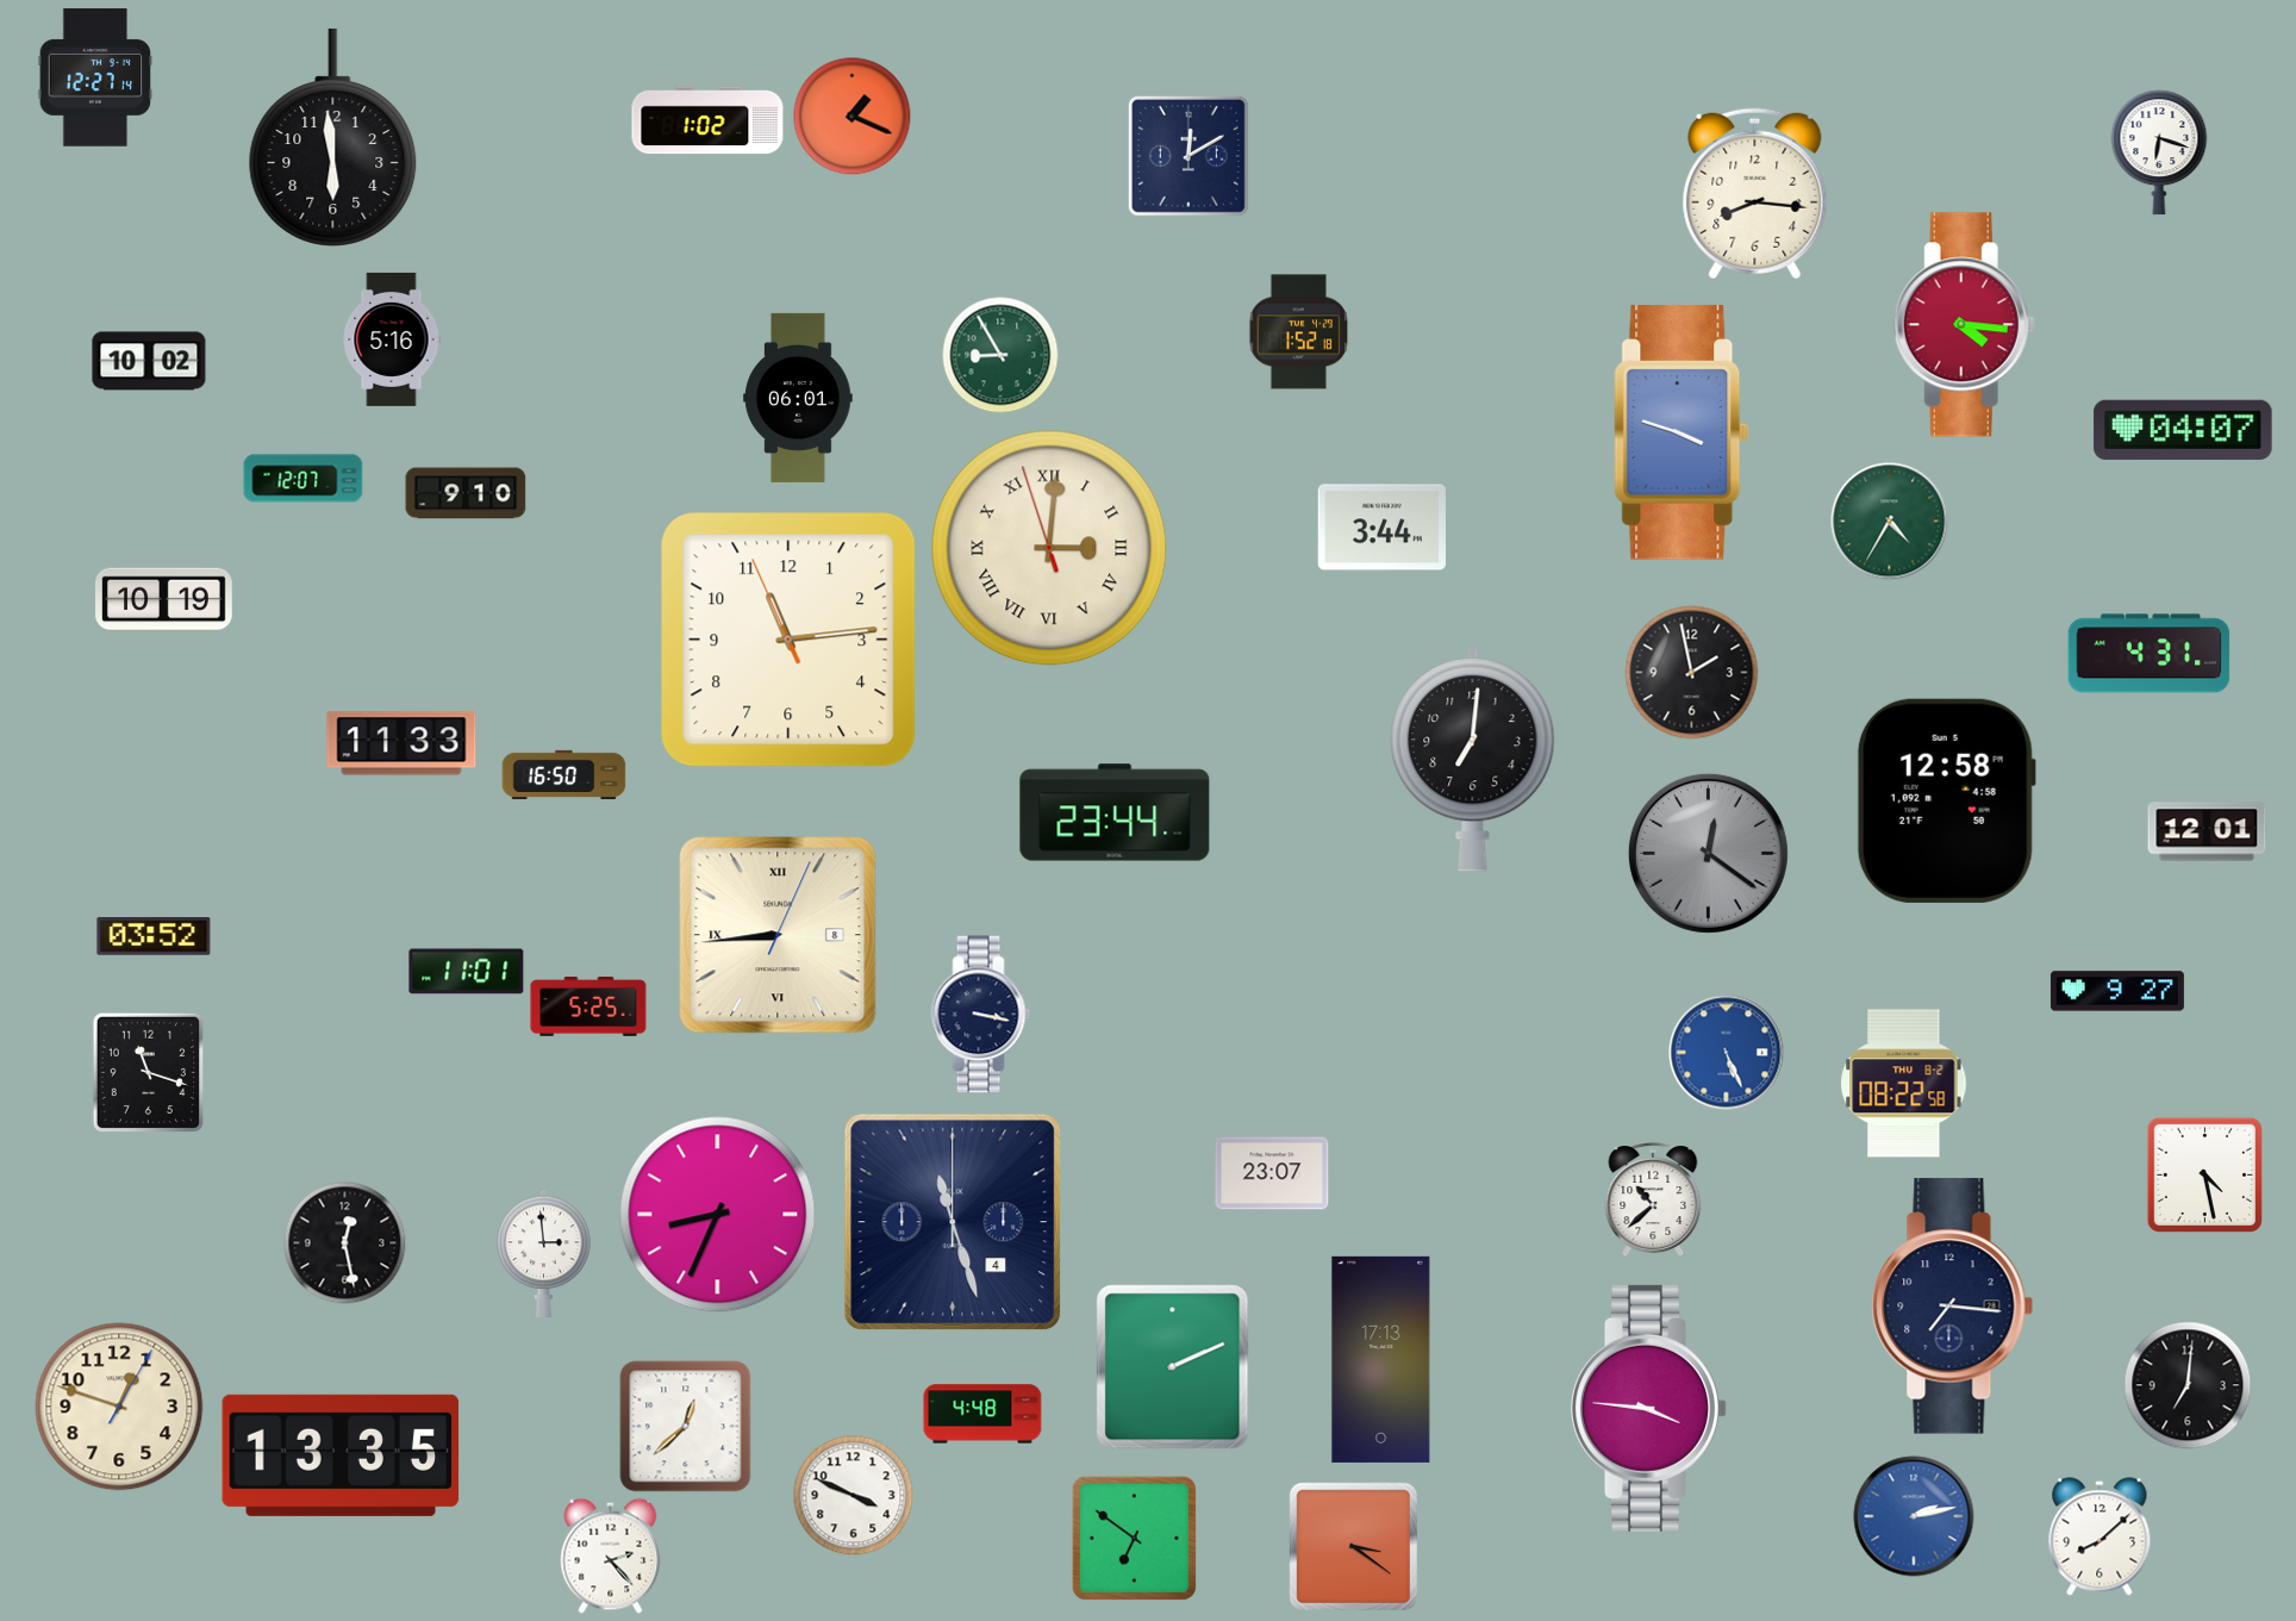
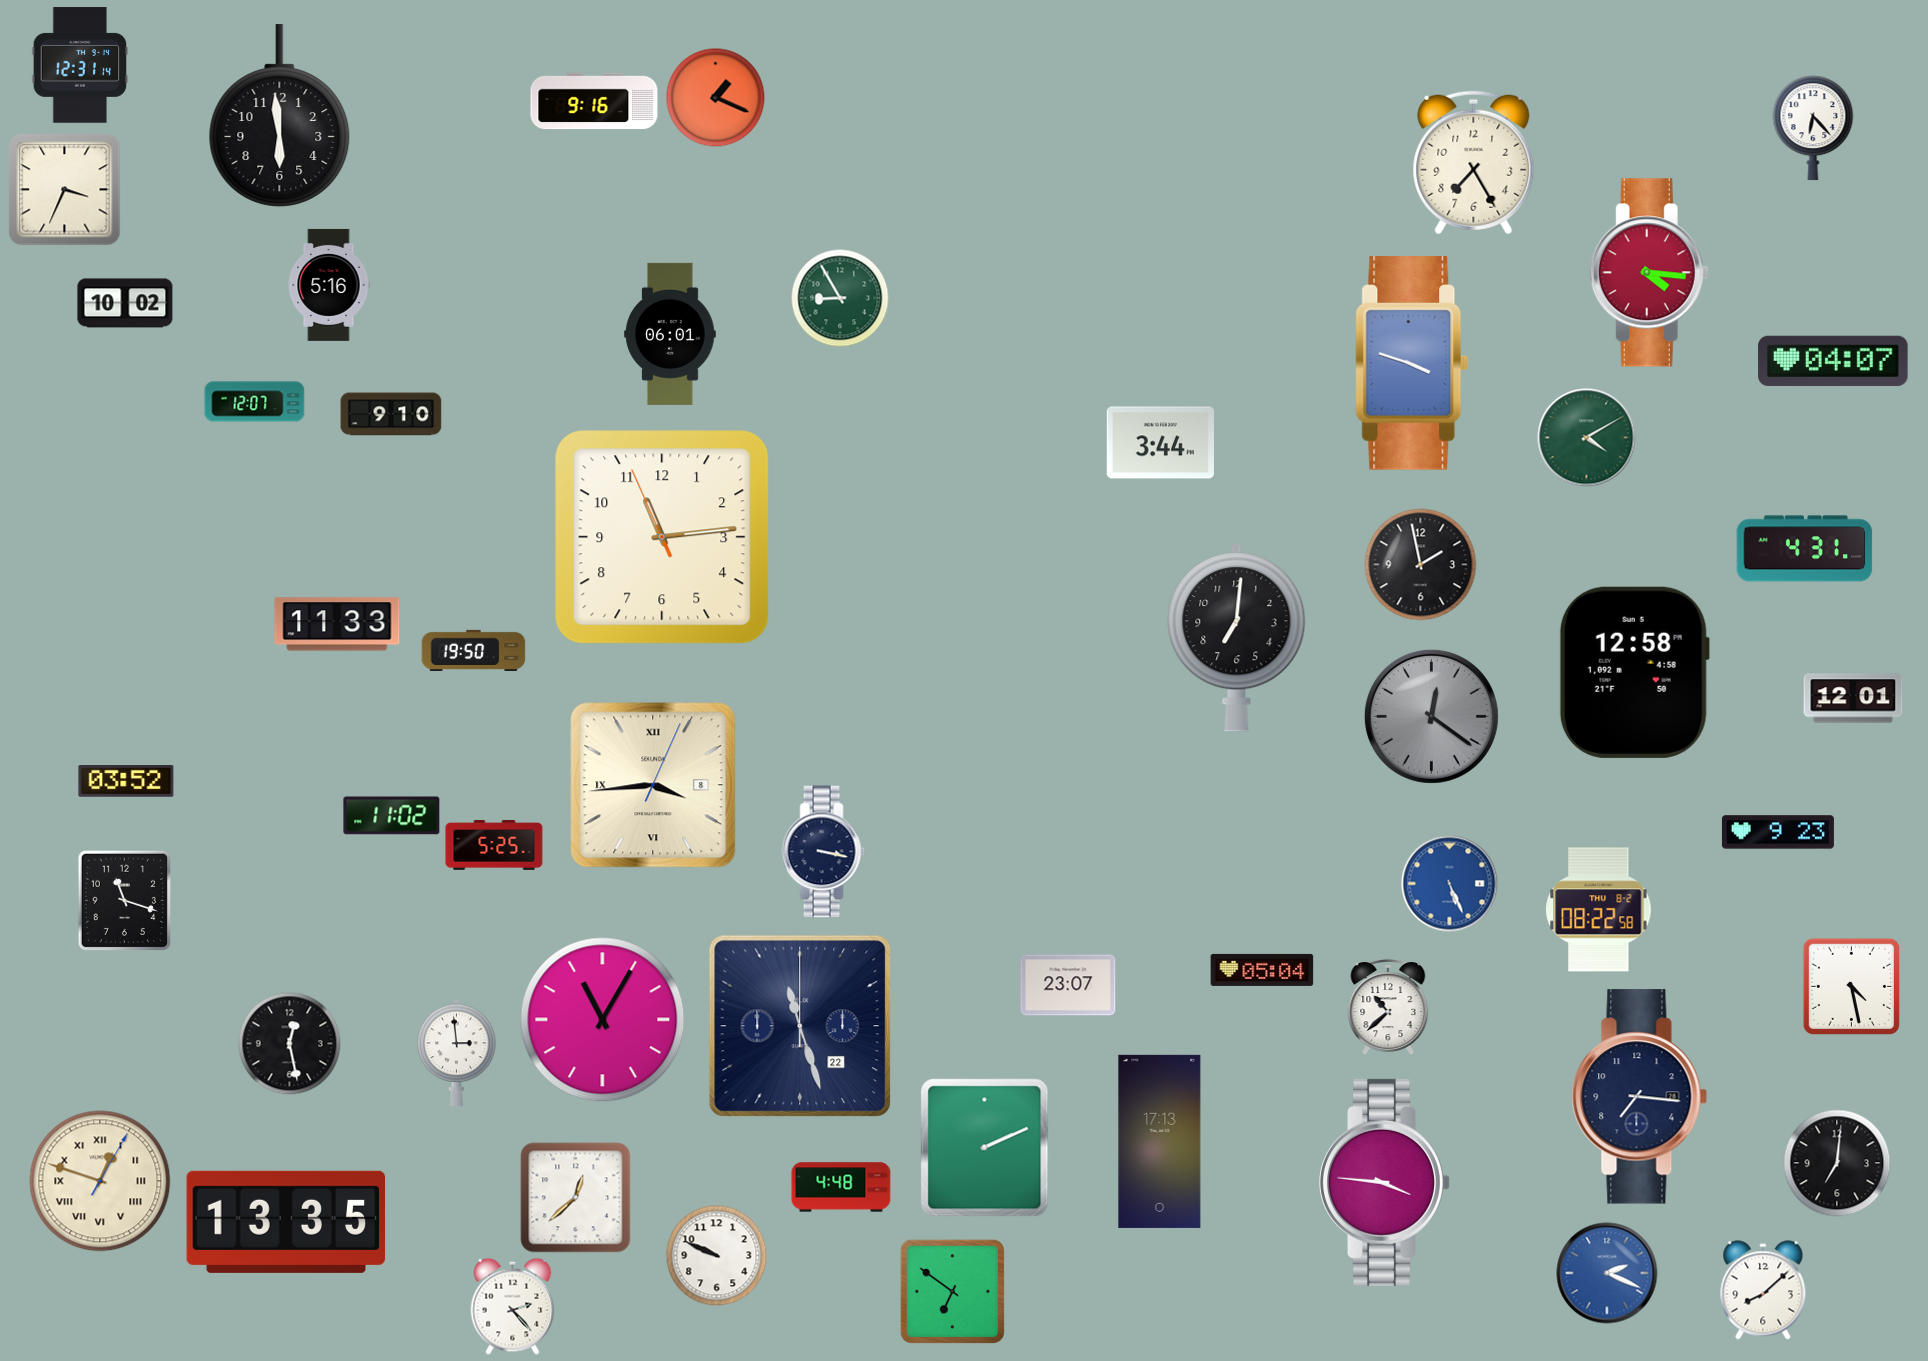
clock at (95, 77): 12:27 -> 12:31
clock at (707, 120): 1:02 -> 9:16
clock at (2159, 152): 6:18 -> 6:23
clock at (1188, 156): 12:10 -> none
clock at (1755, 194): 8:16 -> 7:25
clock at (65, 190): none -> 3:34
clock at (1298, 332): 1:52 -> none
clock at (1890, 522): 4:35 -> 4:10
clock at (1049, 548): 3:00 -> none
clock at (164, 600): 10:19 -> none
clock at (564, 774): 16:50 -> 19:50
clock at (1115, 812): 23:44 -> none
clock at (1708, 853) position: (1708, 853) -> (1431, 716)
clock at (778, 935): 8:44 -> 3:44
clock at (154, 937) position: (154, 937) -> (126, 782)
clock at (467, 972): 11:01 -> 11:02
clock at (2117, 991): 9:27 -> 9:23
clock at (1262, 970): none -> 05:04
clock at (718, 1215): 8:34 -> 11:05
clock at (953, 1222) date: 4 -> 22
clock at (119, 1407) numerals: Arabic -> Roman
clock at (982, 1414) position: (982, 1414) -> (841, 1187)
clock at (854, 1496): 3:49 -> 9:49
clock at (1914, 1516): 2:13 -> 2:19
clock at (1353, 1546): 3:21 -> none
